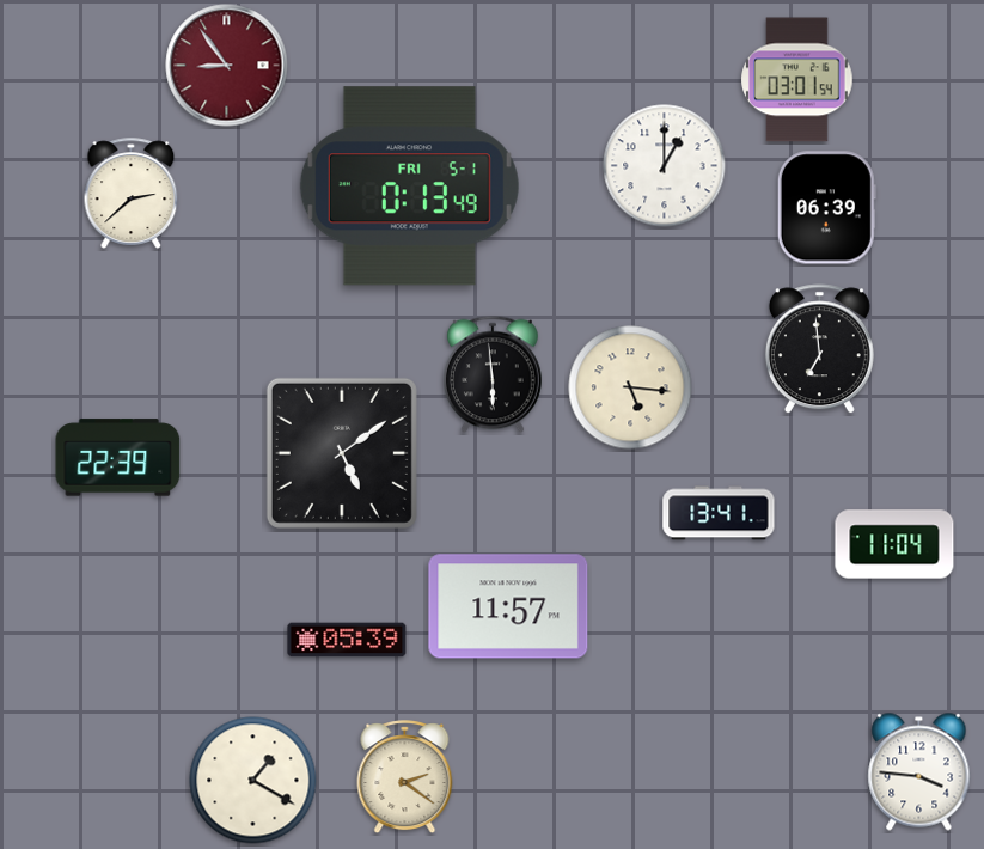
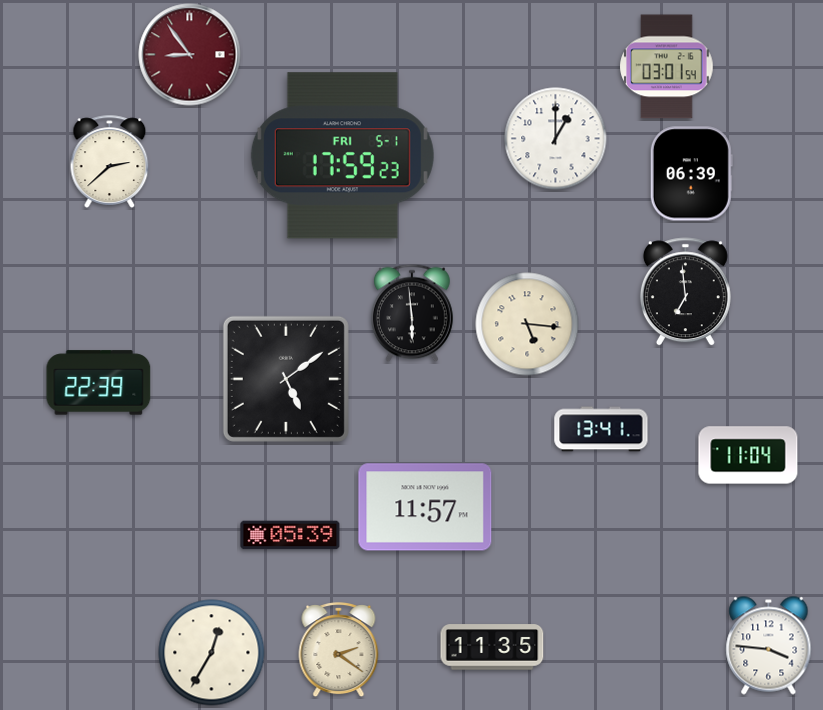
clock at (409, 187): 0:13 -> 17:59
clock at (492, 647): none -> 11:35
clock at (253, 781): 1:20 -> 12:35
